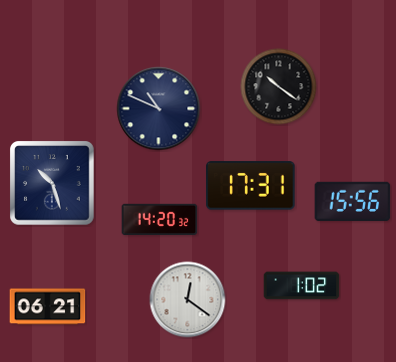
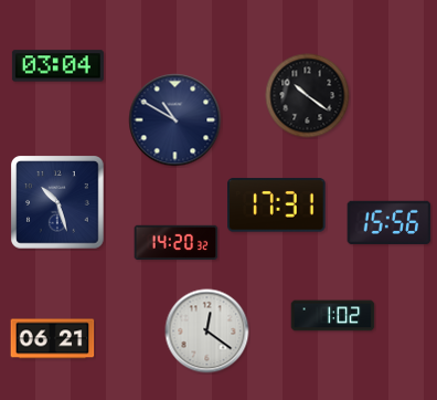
clock at (57, 66): none -> 03:04
clock at (159, 109): 10:49 -> 10:50
